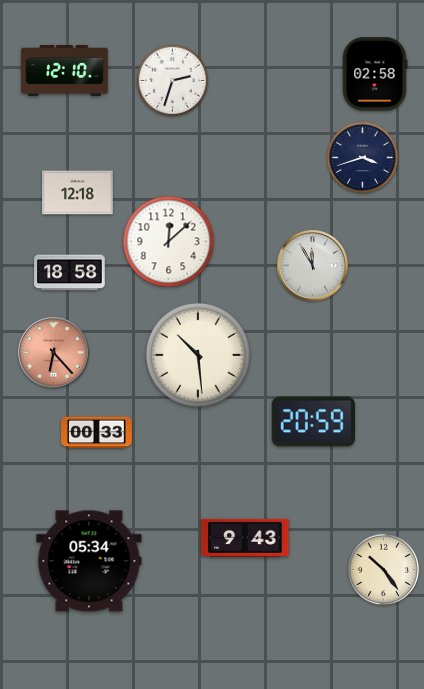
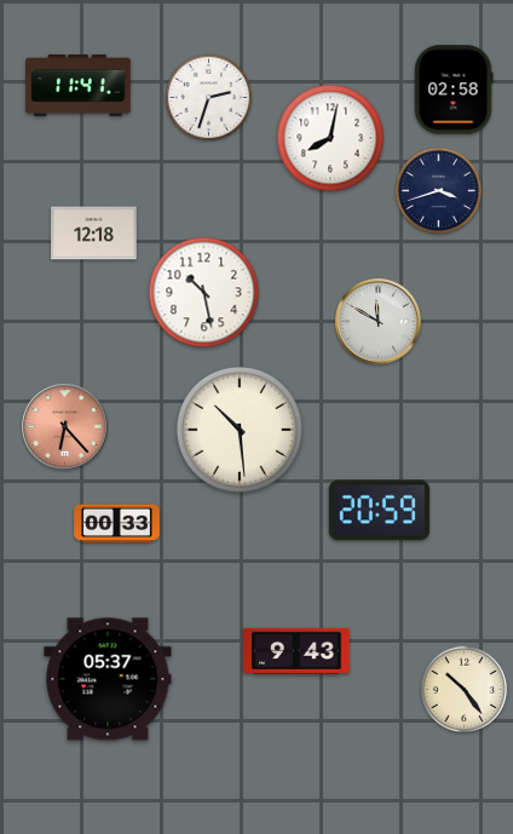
clock at (65, 70): 12:10 -> 11:41
clock at (330, 138): none -> 8:02
clock at (169, 242): 12:08 -> 10:28
clock at (313, 266): 11:55 -> 11:50
clock at (70, 273): 18:58 -> none
clock at (89, 561): 05:34 -> 05:37
